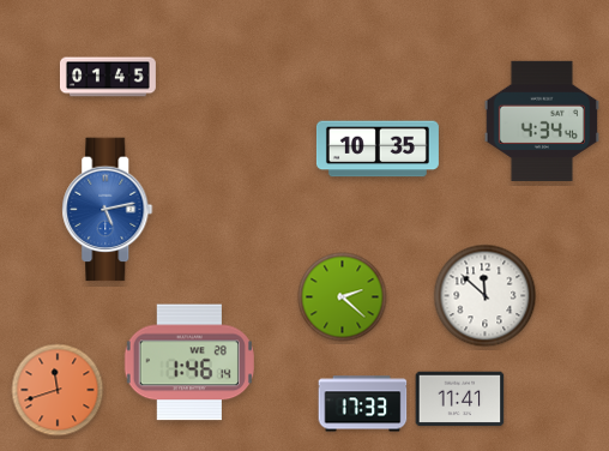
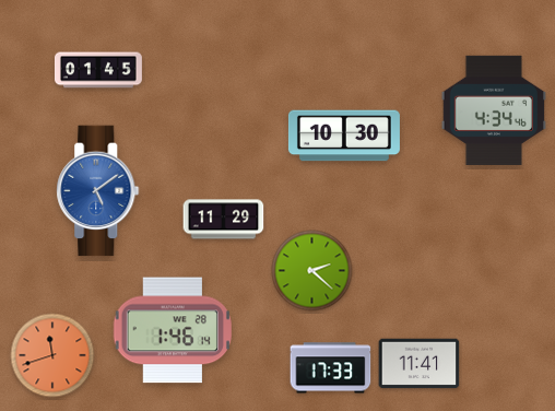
clock at (378, 149): 10:35 -> 10:30
clock at (108, 210): 5:13 -> 5:09
clock at (224, 220): none -> 11:29
clock at (486, 296): 11:52 -> none
